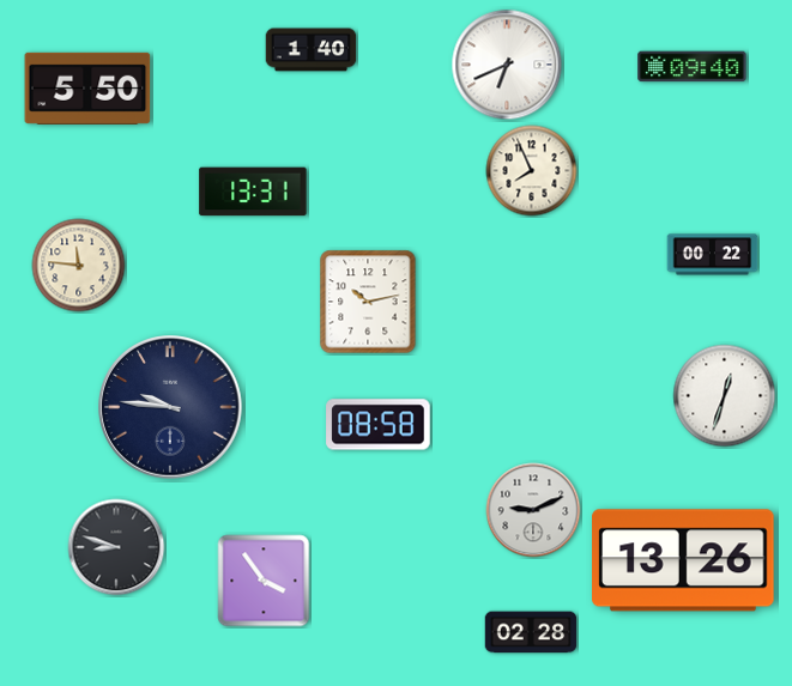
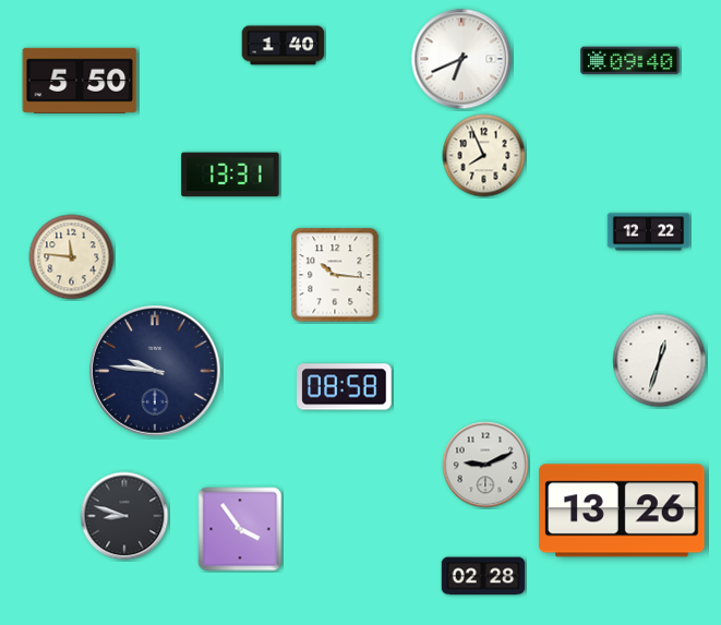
clock at (713, 255): 00:22 -> 12:22
clock at (79, 266) position: (79, 266) -> (72, 257)
clock at (368, 302): 10:13 -> 10:16
clock at (116, 547) position: (116, 547) -> (124, 516)
